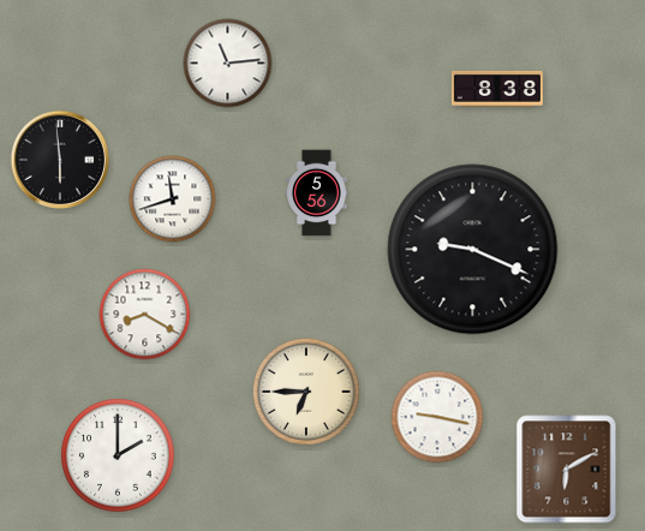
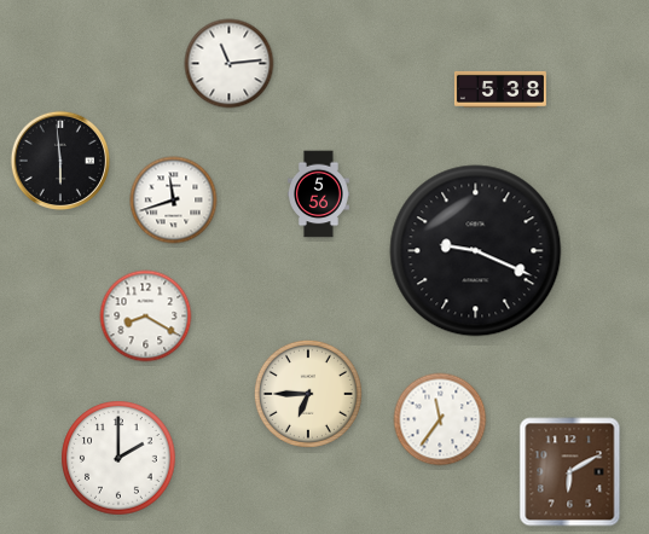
clock at (497, 89): 8:38 -> 5:38
clock at (437, 417): 9:17 -> 11:36
